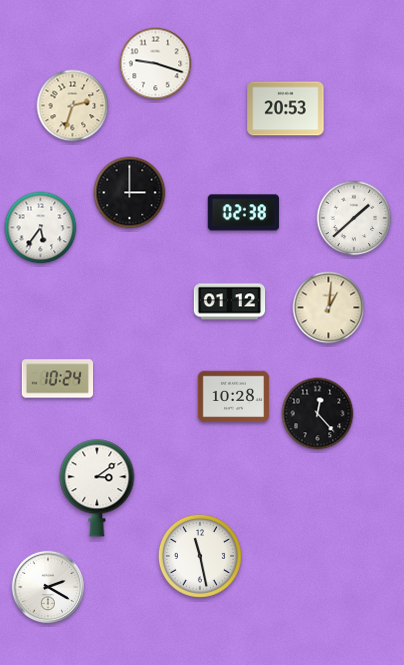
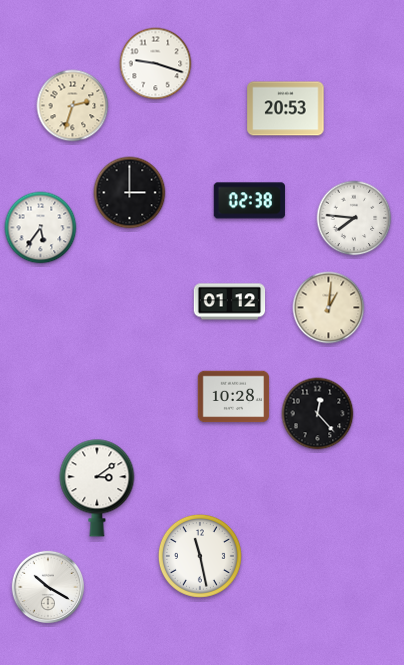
clock at (243, 213) position: (243, 213) -> (249, 201)
clock at (354, 218): 1:38 -> 7:46
clock at (58, 379): 10:24 -> none
clock at (48, 587): 2:20 -> 10:20
